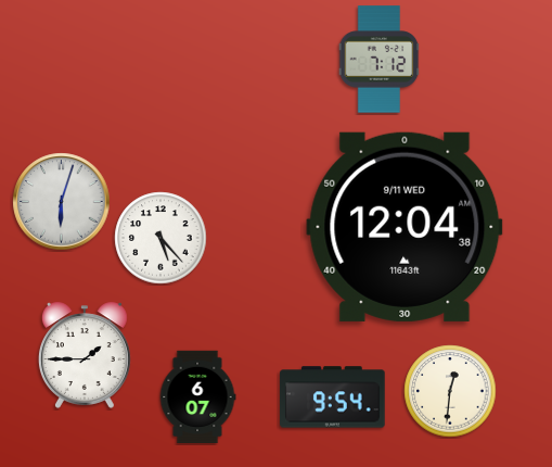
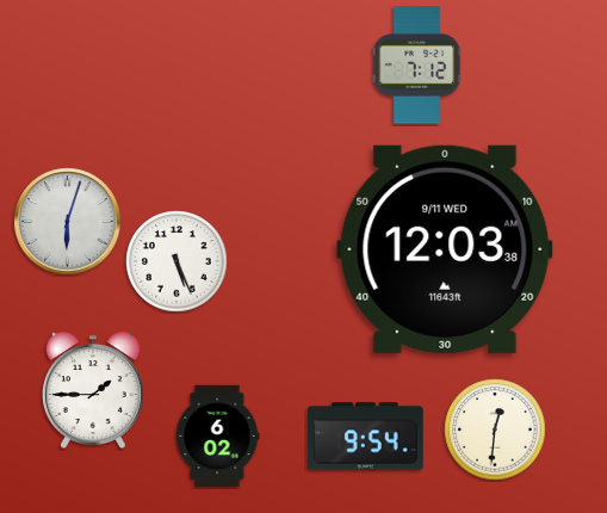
clock at (405, 227): 12:04 -> 12:03
clock at (161, 238): 5:23 -> 5:26
clock at (197, 397): 6:07 -> 6:02
